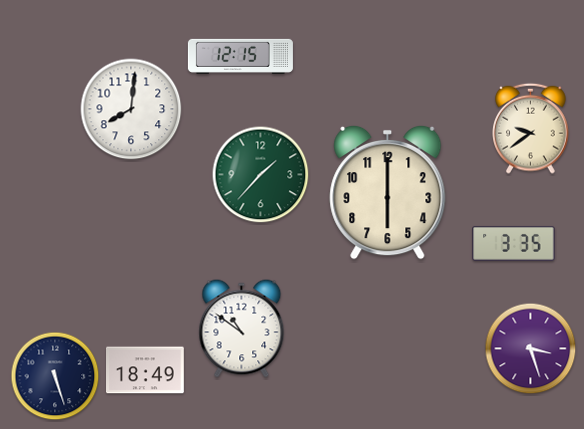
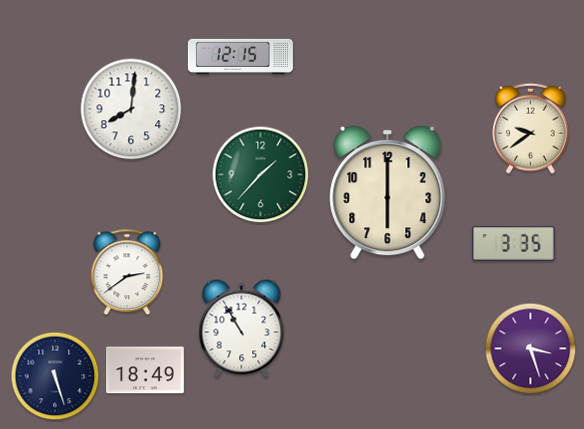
clock at (127, 272): none -> 2:39
clock at (242, 329): 10:51 -> 10:55
